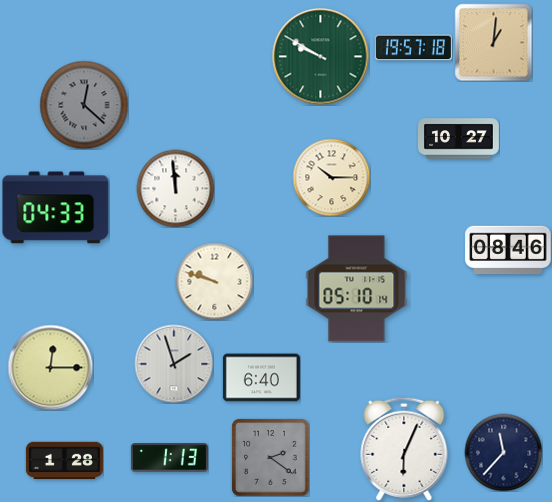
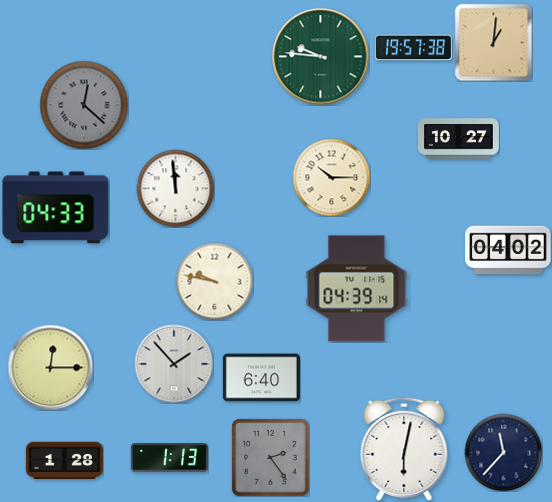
clock at (413, 48): 19:57:18 -> 19:57:38
clock at (321, 57): 9:50 -> 9:46
clock at (508, 250): 08:46 -> 04:02
clock at (214, 281): 9:48 -> 9:47
clock at (357, 289): 05:10 -> 04:39
clock at (174, 364): 1:57 -> 1:53
clock at (404, 449): 6:04 -> 6:02
clock at (270, 457): 2:21 -> 2:24
